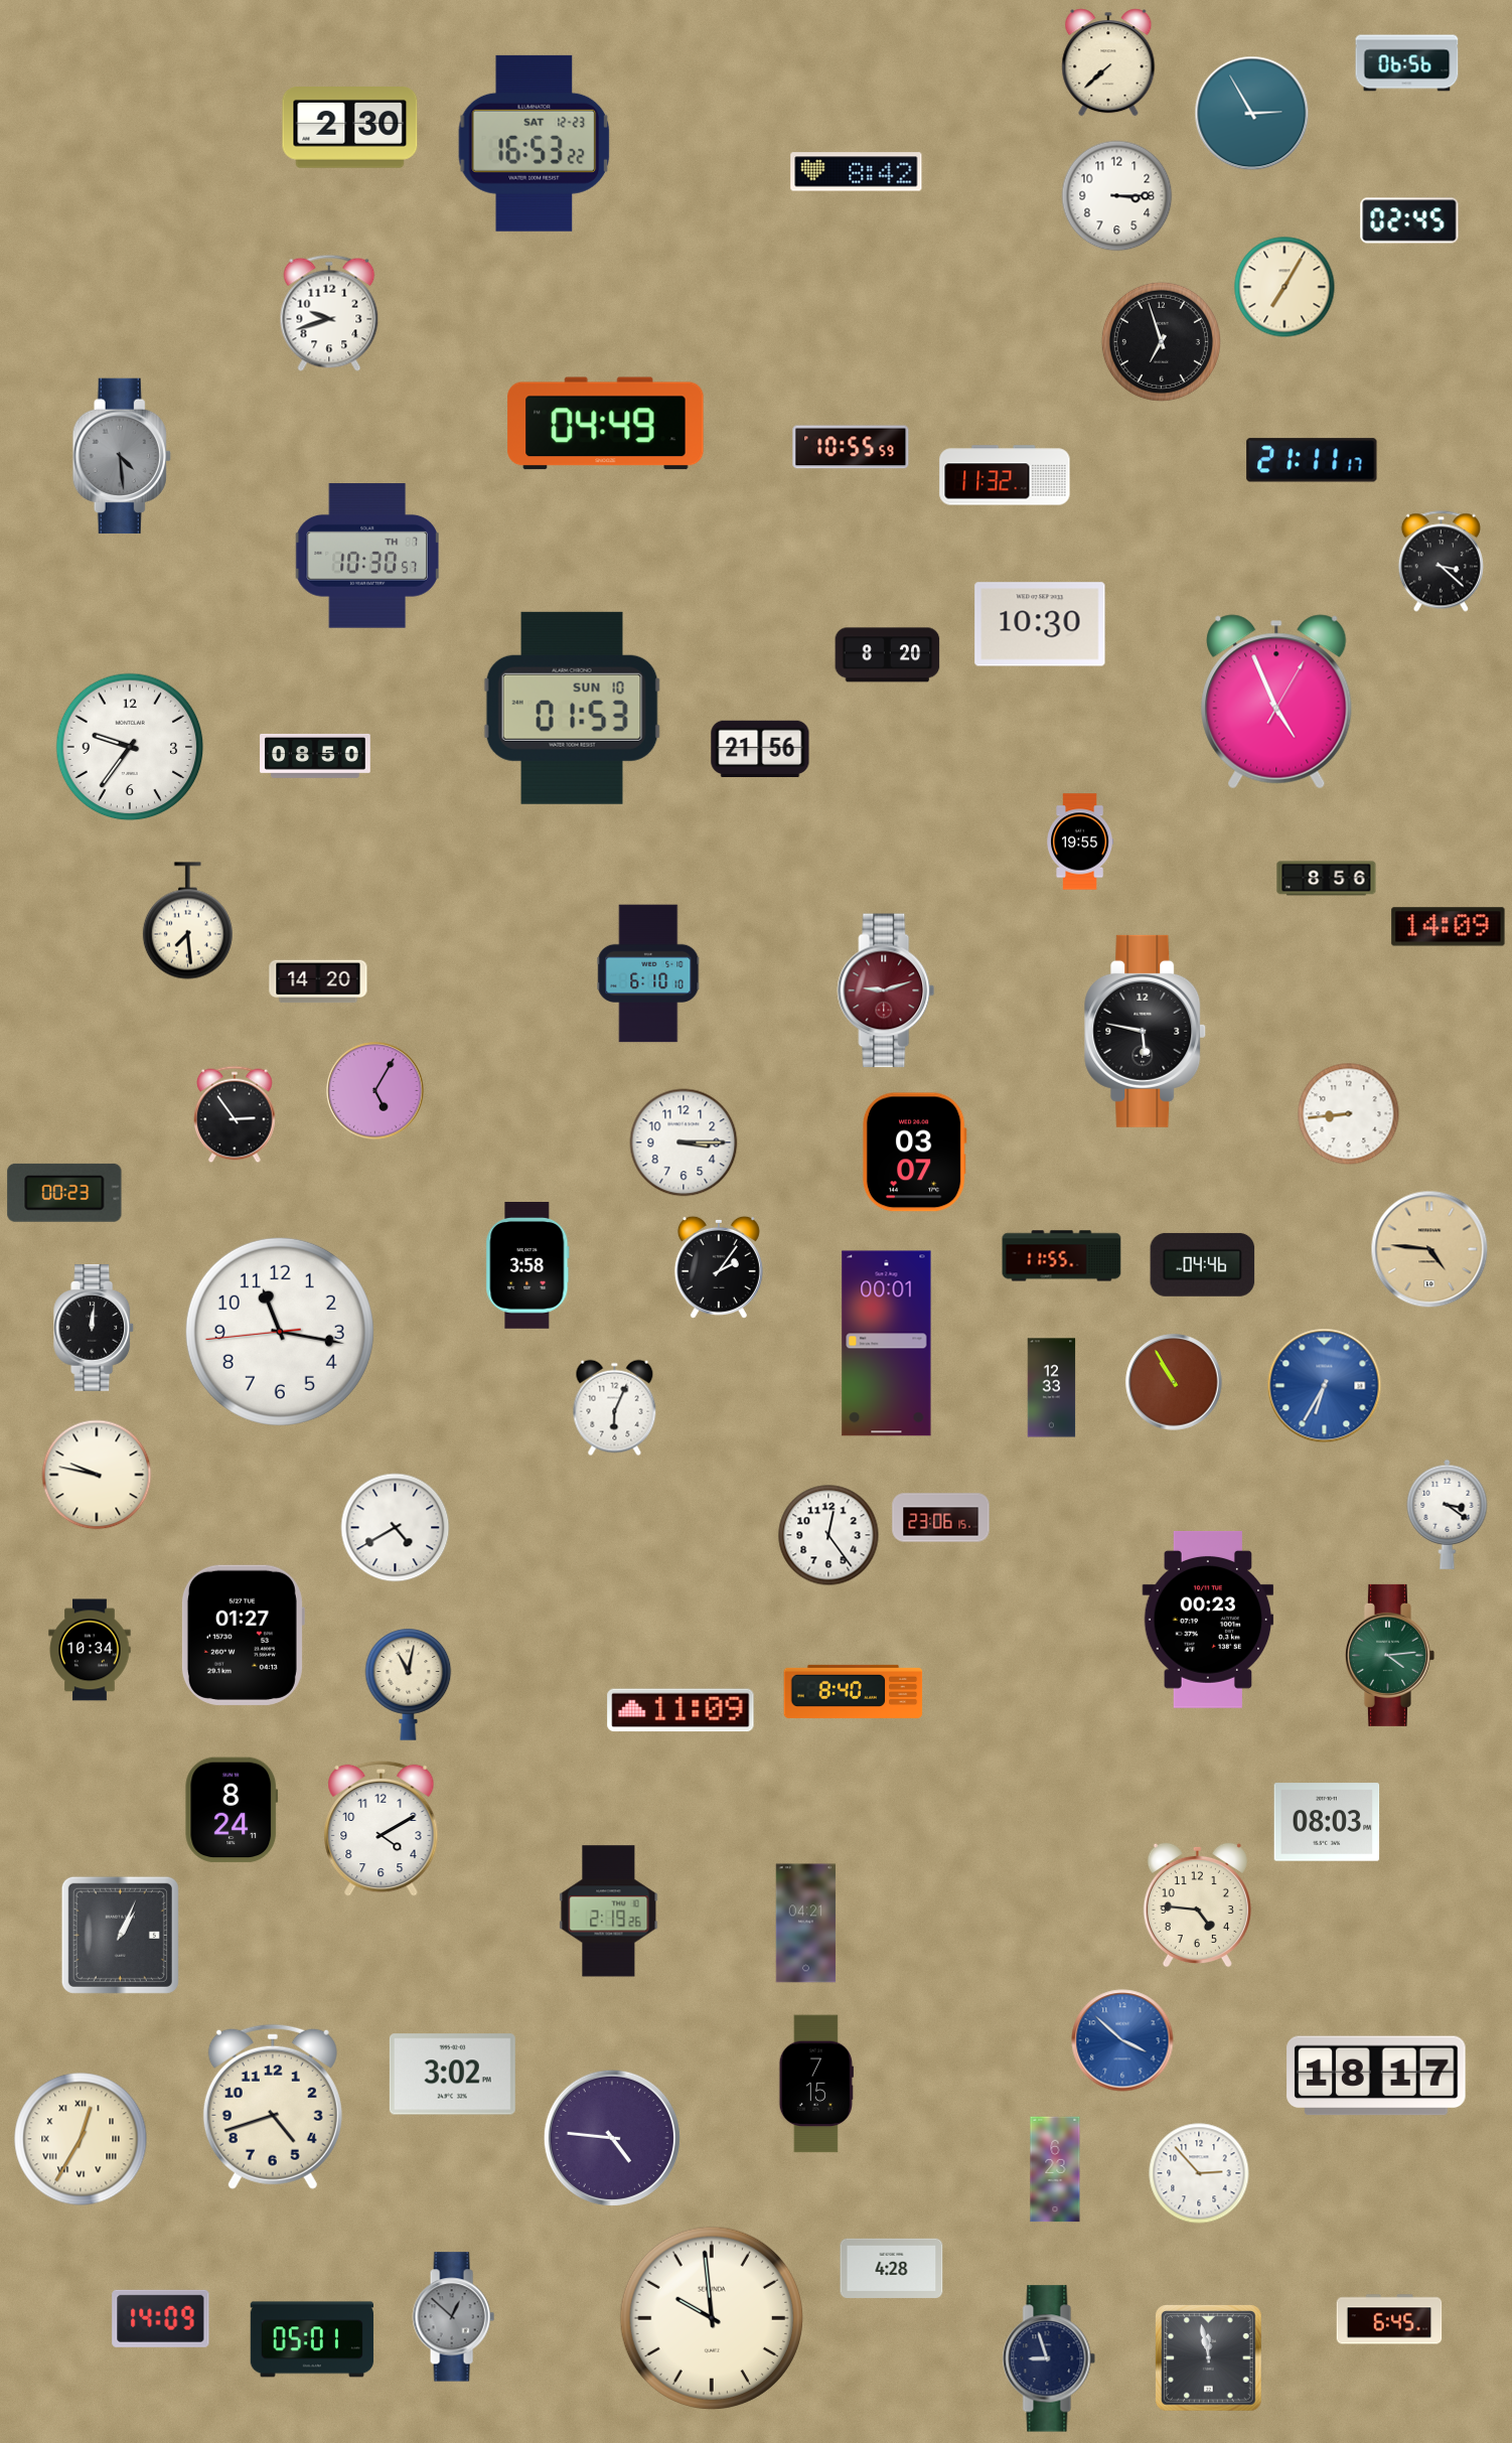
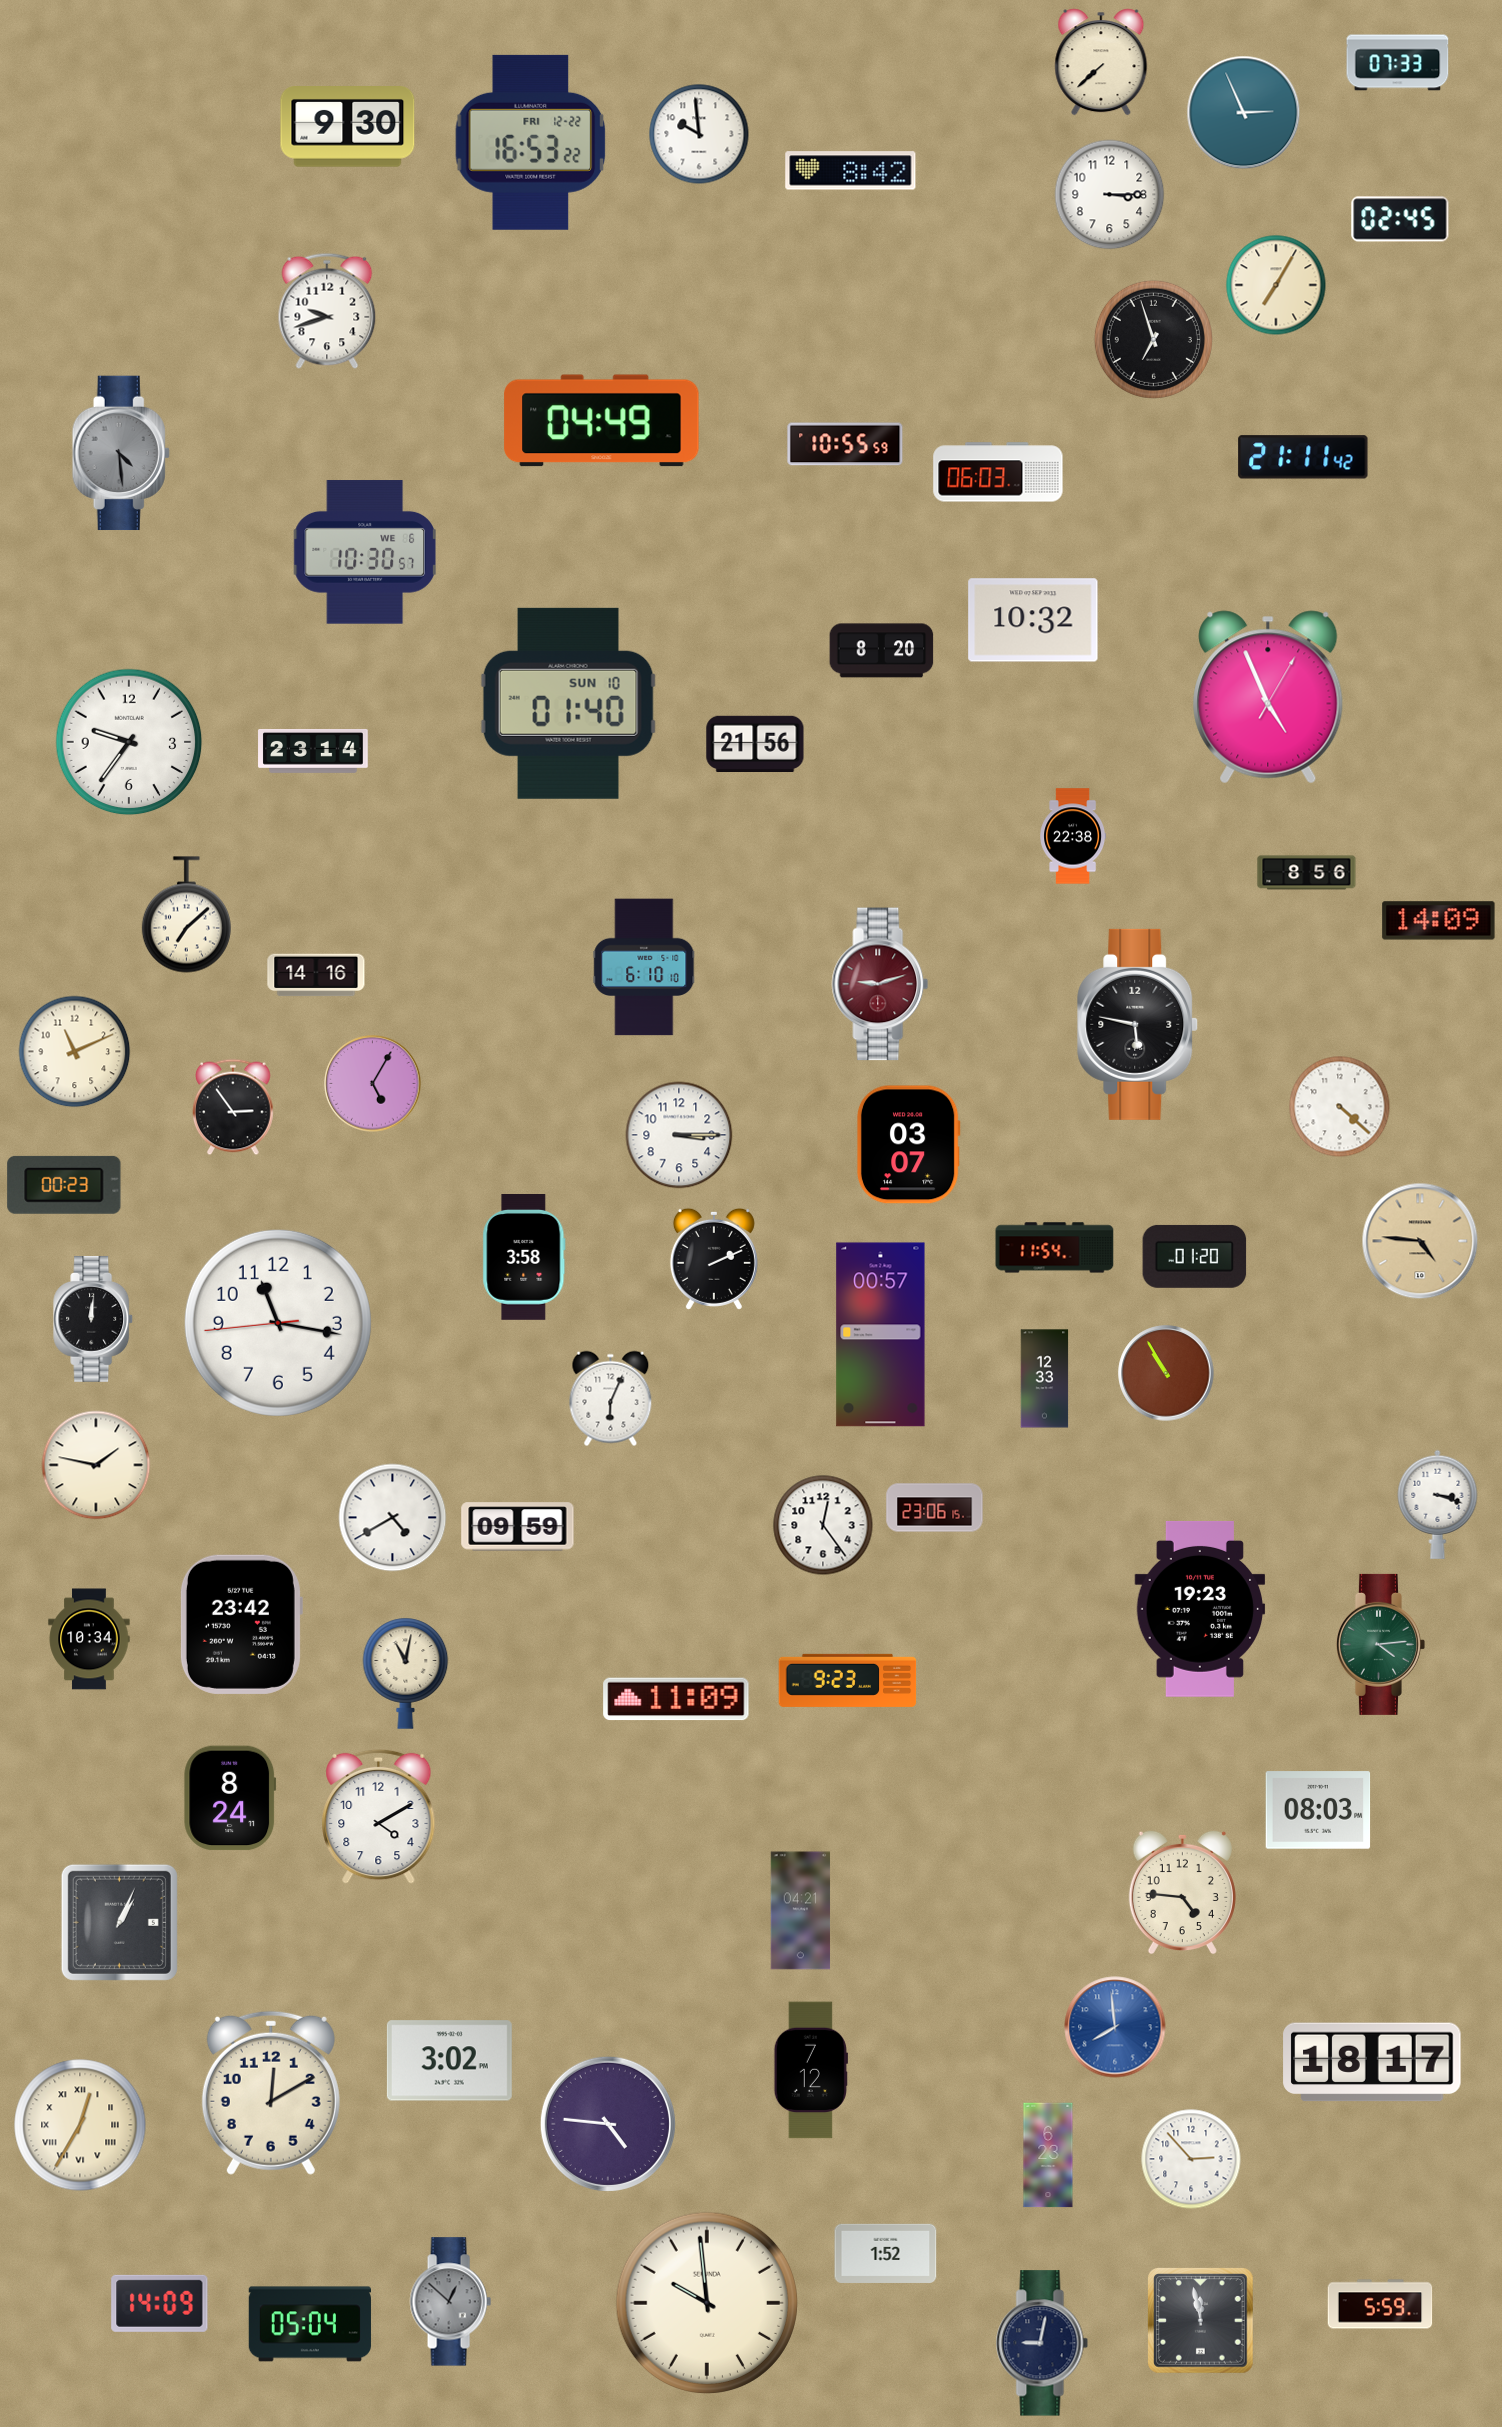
clock at (1407, 63): 06:56 -> 07:33
clock at (1252, 114): 2:55 -> 2:56
clock at (350, 128): 2:30 -> 9:30
clock at (699, 134): none -> 9:59
clock at (535, 143) date: SAT 12-23 -> FRI 12-22
clock at (1312, 460): 21:11:17 -> 21:11:42
clock at (1005, 475): 11:32 -> 06:03
clock at (367, 556) date: TH 7 -> WE 6
clock at (1441, 562): 3:22 -> none
clock at (1040, 624): 10:30 -> 10:32
clock at (572, 708): 01:53 -> 01:40
clock at (315, 757): 08:50 -> 23:14
clock at (1080, 842): 19:55 -> 22:38
clock at (1327, 879) position: (1327, 879) -> (1307, 873)
clock at (187, 921): 7:29 -> 7:08
clock at (318, 981): 14:20 -> 14:16
clock at (75, 1052): none -> 11:11
clock at (1349, 1114): 8:44 -> 4:22
clock at (1062, 1256): 11:55 -> 11:54
clock at (1203, 1264): 04:46 -> 01:20
clock at (719, 1267): 2:06 -> 2:11
clock at (887, 1344): 00:01 -> 00:57
clock at (1325, 1386): 6:35 -> none
clock at (97, 1475): 9:47 -> 1:47
clock at (1448, 1514): 3:21 -> 3:18
clock at (518, 1527): none -> 09:59
clock at (1208, 1620): 00:23 -> 19:23
clock at (243, 1635): 01:27 -> 23:42
clock at (854, 1691): 8:40 -> 9:23
clock at (1197, 1904) position: (1197, 1904) -> (1182, 1892)
clock at (609, 1912): 2:19 -> none
clock at (1122, 2040): 3:52 -> 7:59
clock at (1376, 2076) position: (1376, 2076) -> (1372, 2062)
clock at (816, 2084): 7:15 -> 7:12
clock at (273, 2107): 4:42 -> 12:10
clock at (892, 2268): 4:28 -> 1:52
clock at (1389, 2319): 6:45 -> 5:59
clock at (311, 2339): 05:01 -> 05:04
clock at (1049, 2358): 8:57 -> 9:02
clock at (1209, 2358) position: (1209, 2358) -> (1201, 2321)
